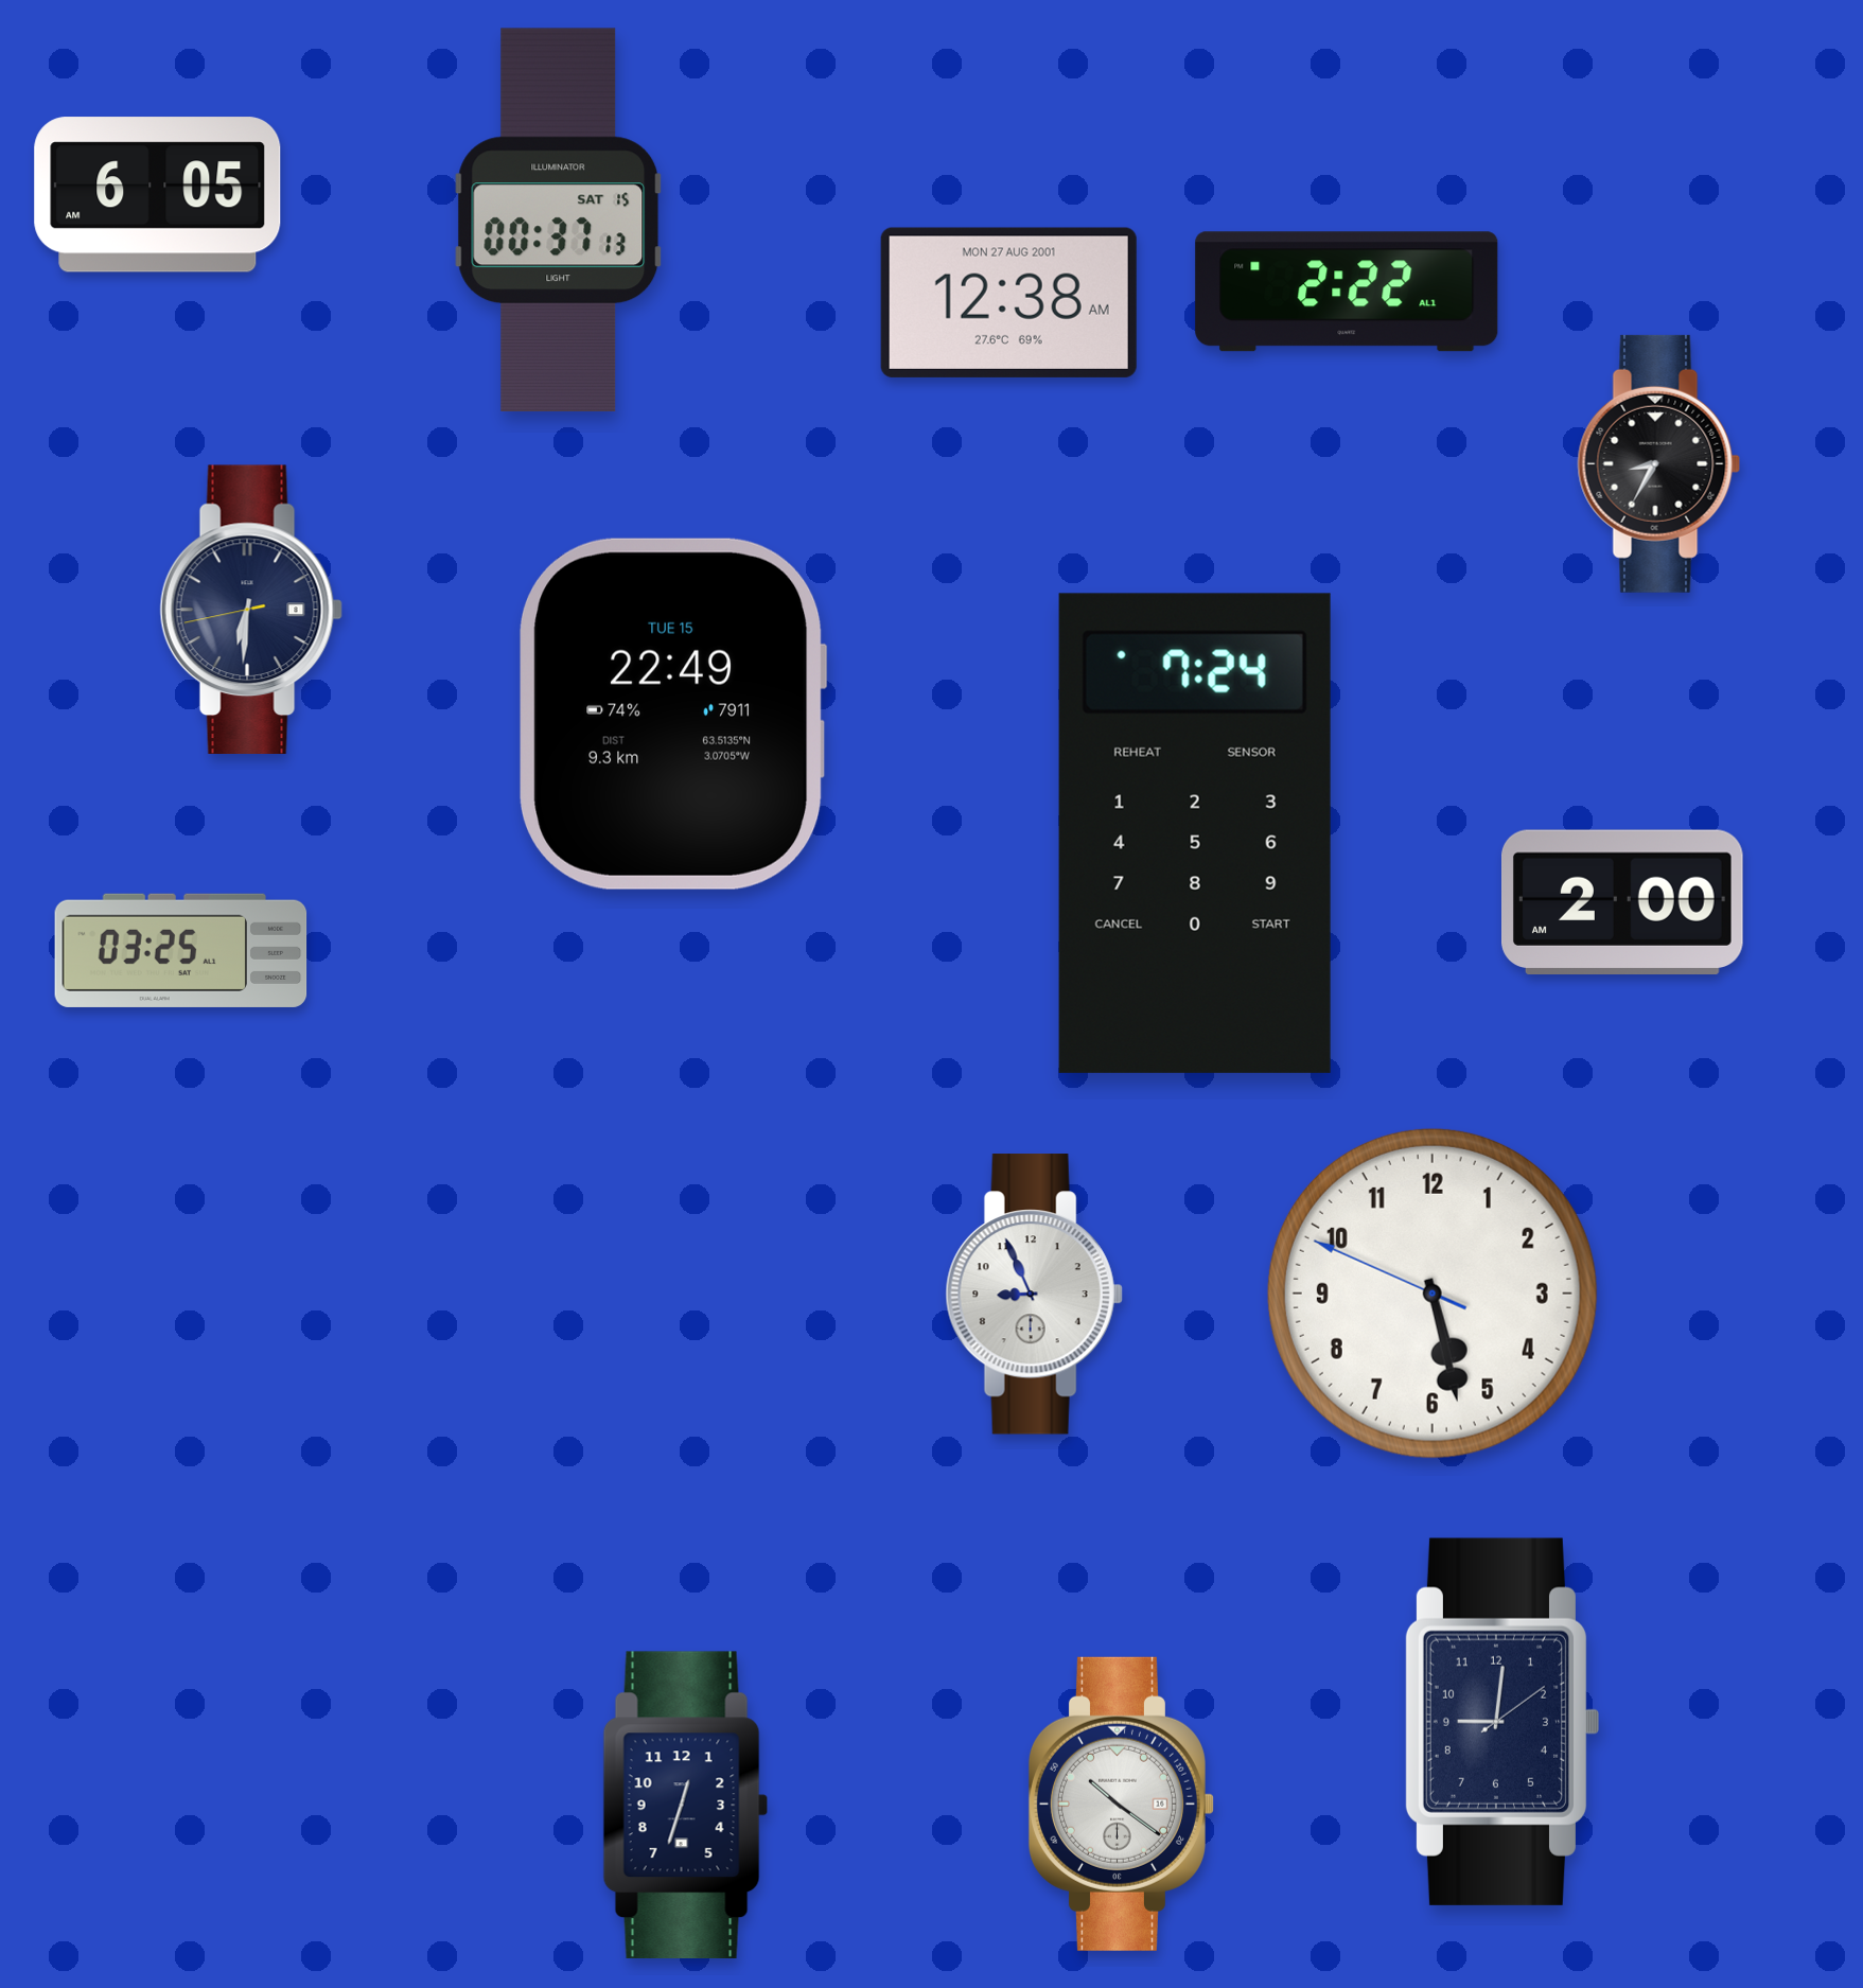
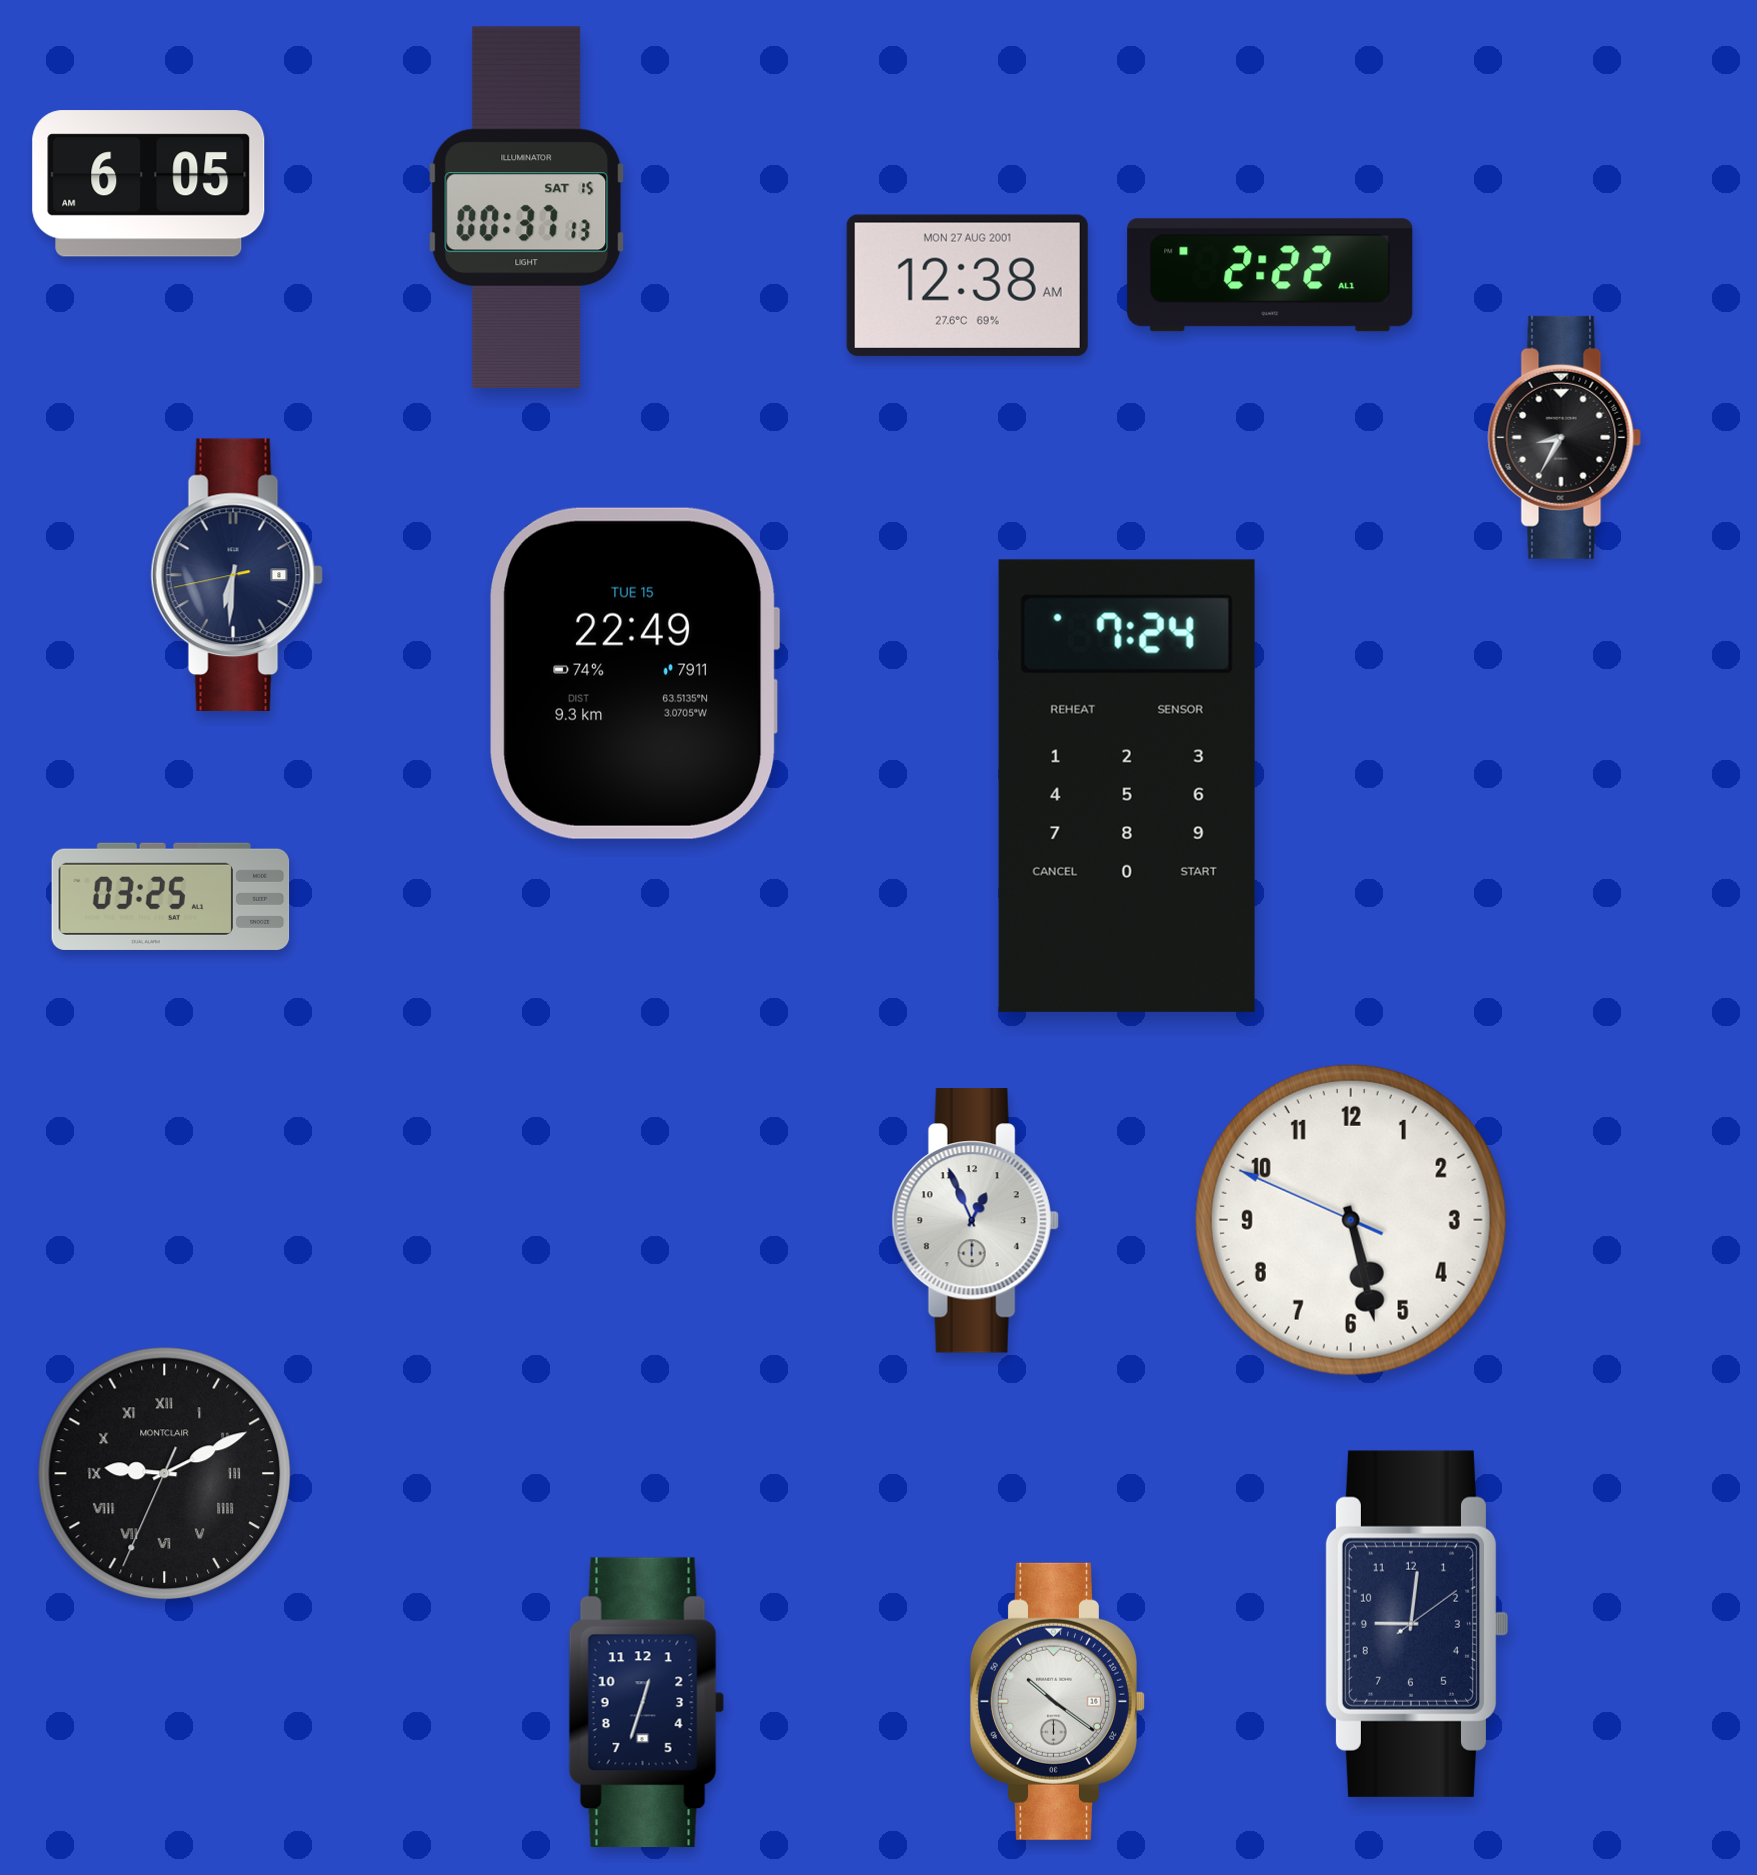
clock at (1008, 302) position: (1008, 302) -> (967, 285)
clock at (1622, 901): 2:00 -> none
clock at (1034, 1295): 8:56 -> 12:56
clock at (164, 1473): none -> 9:10
